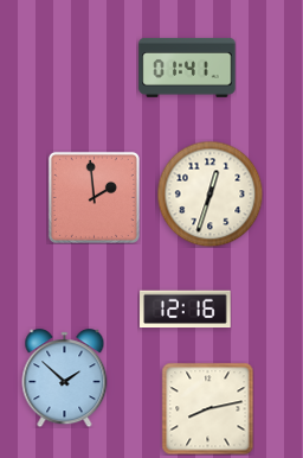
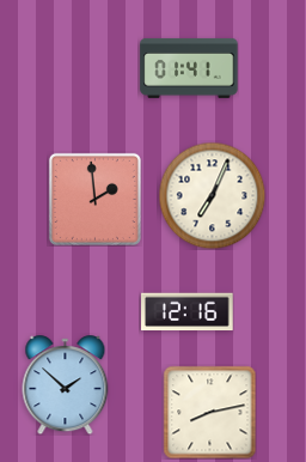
clock at (209, 193): 12:33 -> 7:04
clock at (65, 379) position: (65, 379) -> (66, 385)
